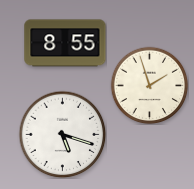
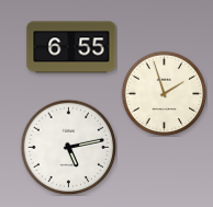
clock at (65, 43): 8:55 -> 6:55
clock at (62, 134): 5:18 -> 5:13
